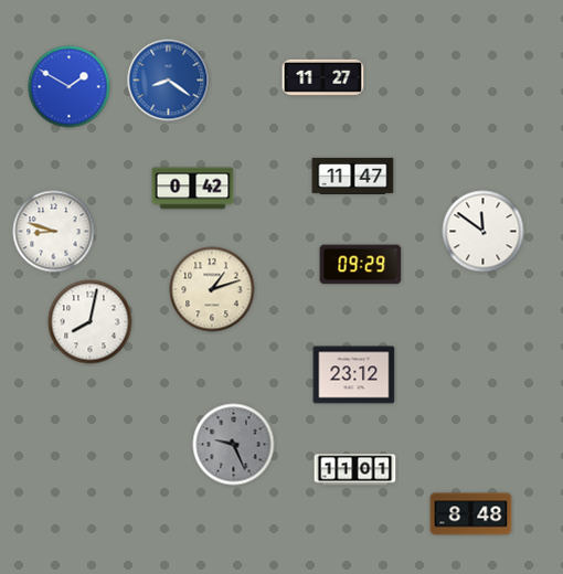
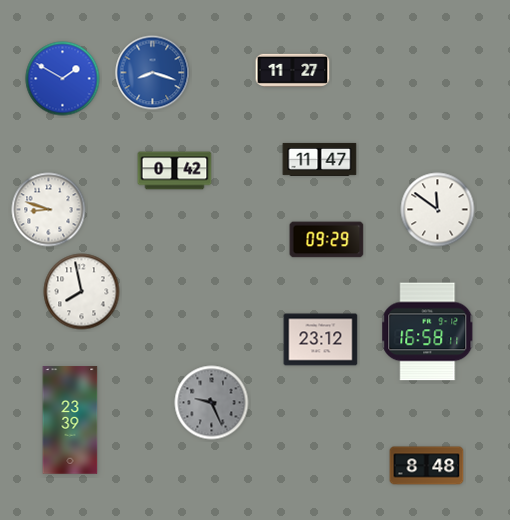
clock at (169, 81): 8:21 -> 8:18
clock at (212, 289): 1:12 -> none
clock at (91, 322): 8:02 -> 7:58
clock at (428, 332): none -> 16:58
clock at (70, 420): none -> 23:39
clock at (355, 470): 11:01 -> none
